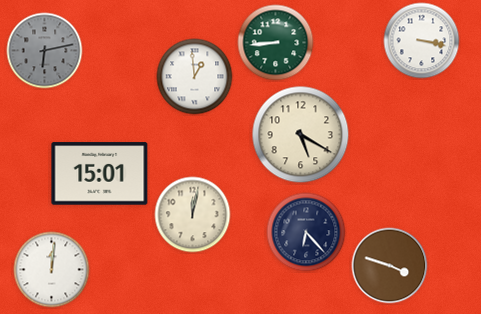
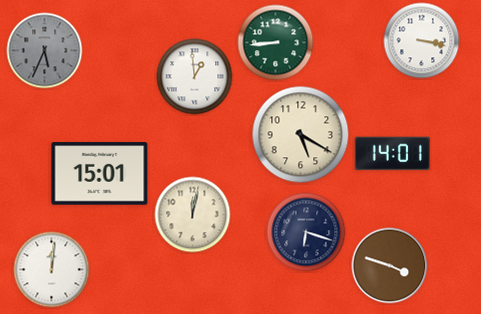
clock at (45, 51): 6:13 -> 5:34
clock at (392, 154): none -> 14:01
clock at (306, 232): 6:23 -> 6:18
